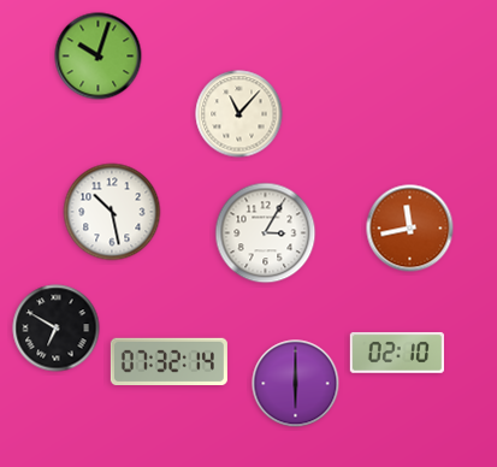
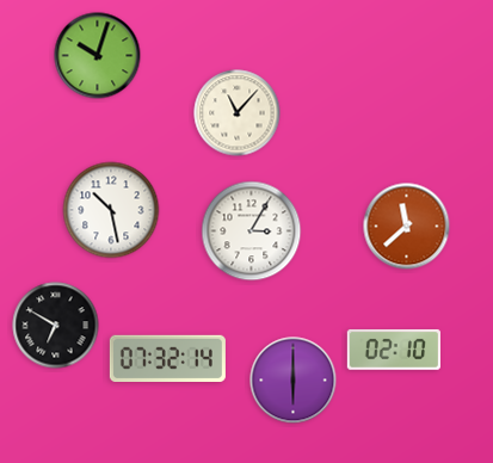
clock at (410, 229): 11:43 -> 11:38
clock at (266, 233) position: (266, 233) -> (252, 231)
